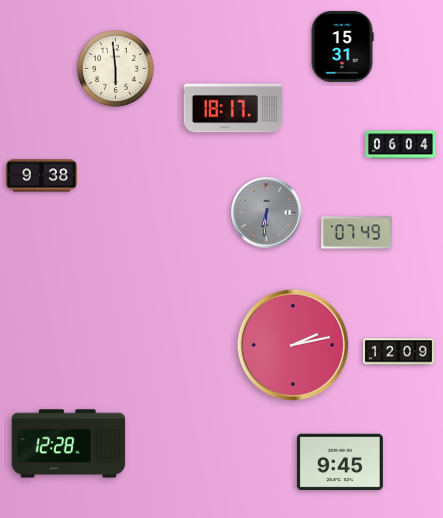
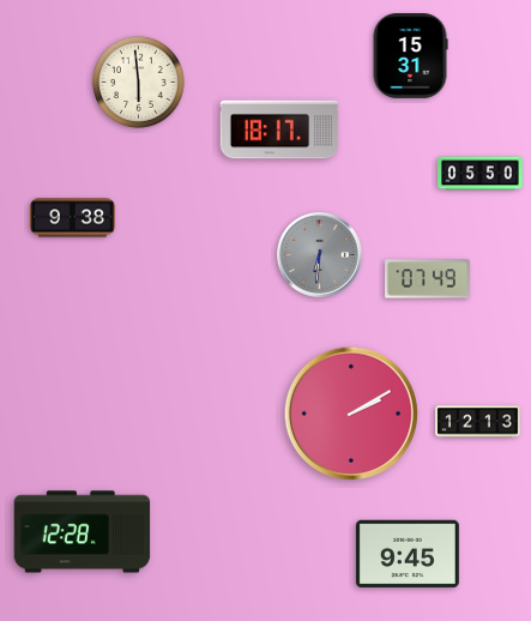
clock at (401, 145): 06:04 -> 05:50
clock at (42, 176) position: (42, 176) -> (73, 218)
clock at (293, 345): 2:13 -> 2:10
clock at (399, 352): 12:09 -> 12:13
